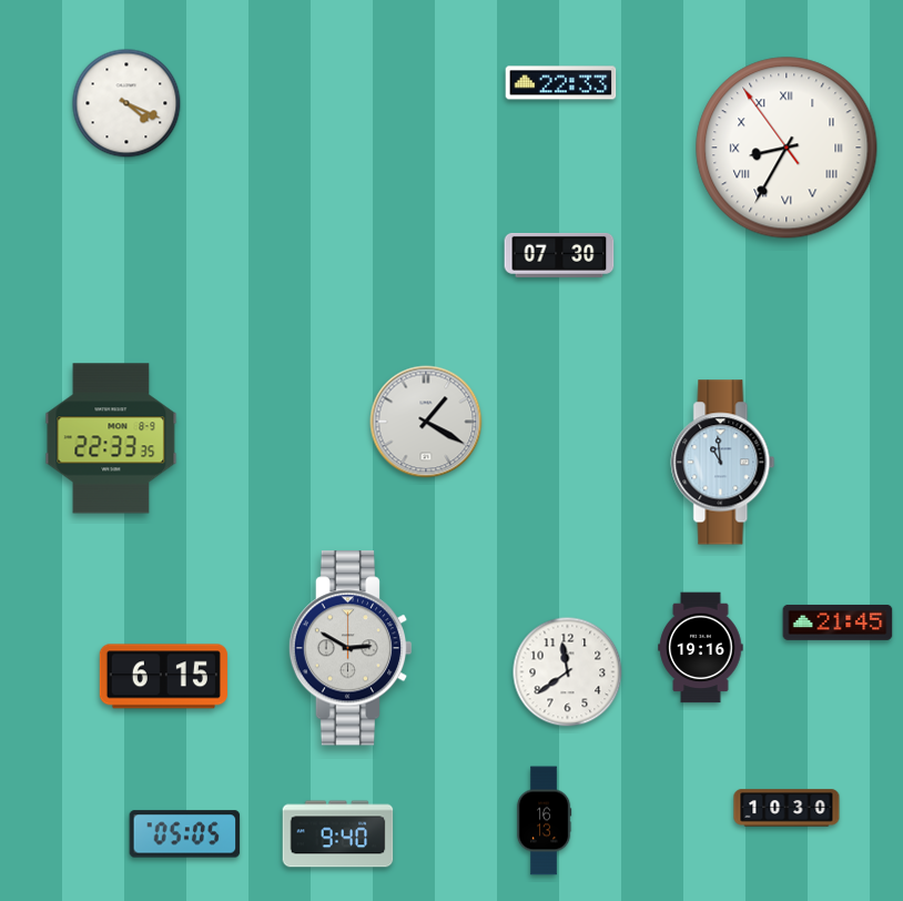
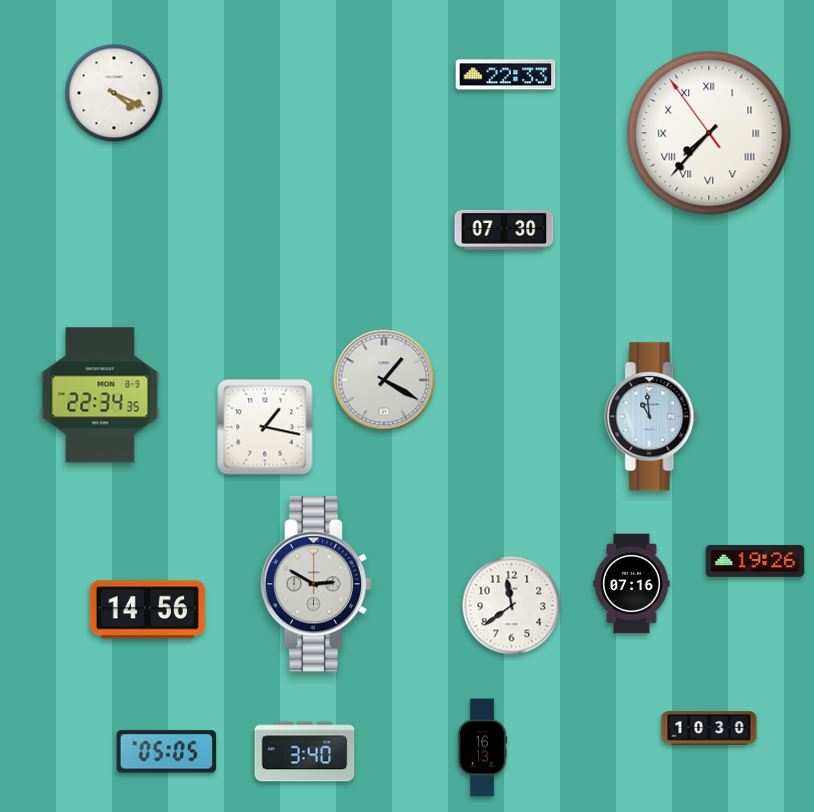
clock at (787, 148): 8:34 -> 7:36
clock at (111, 438): 22:33 -> 22:34
clock at (265, 427): none -> 1:17
clock at (838, 622): 21:45 -> 19:26
clock at (701, 648): 19:16 -> 07:16
clock at (163, 677): 6:15 -> 14:56
clock at (544, 821) position: (544, 821) -> (482, 748)
clock at (338, 834): 9:40 -> 3:40
